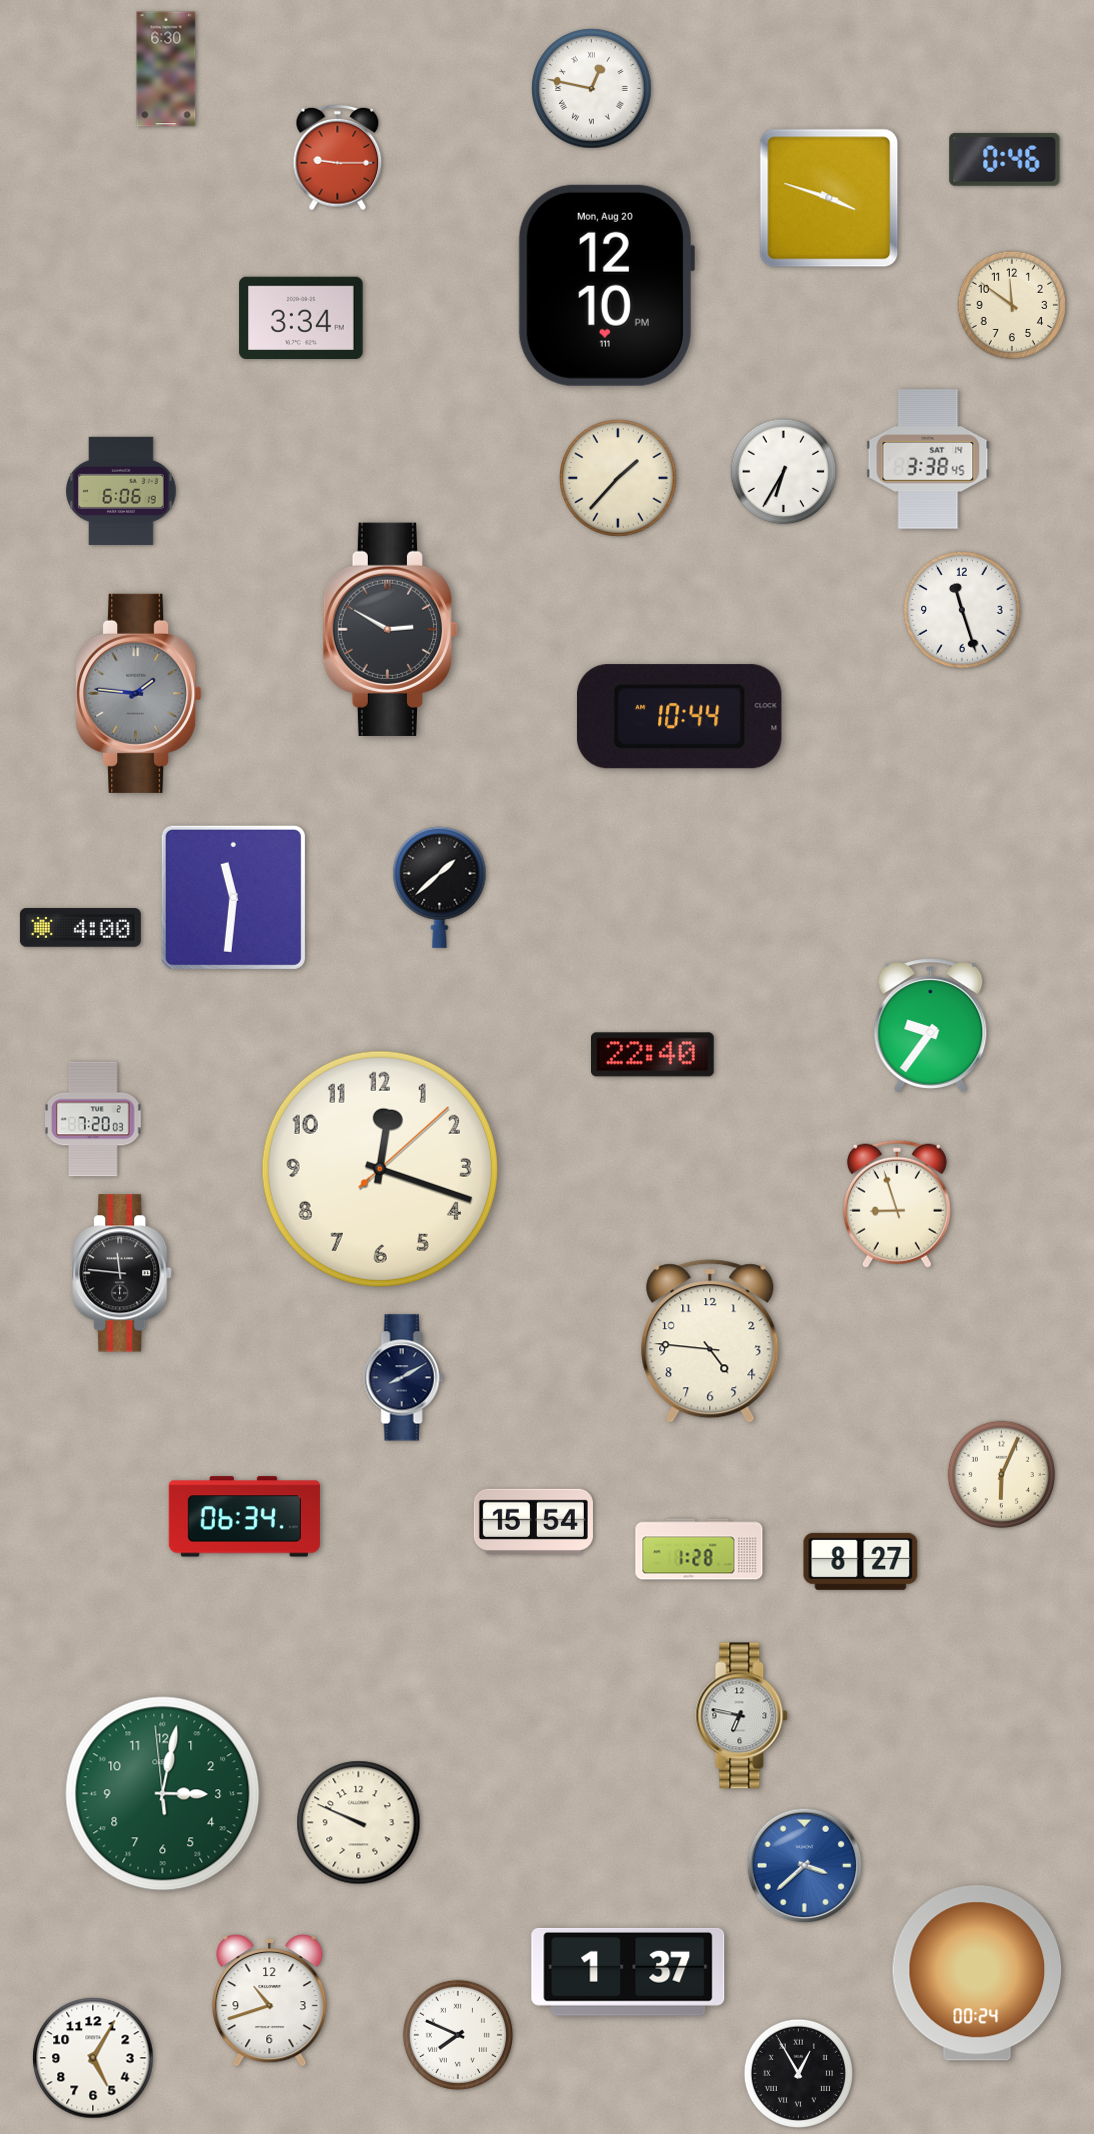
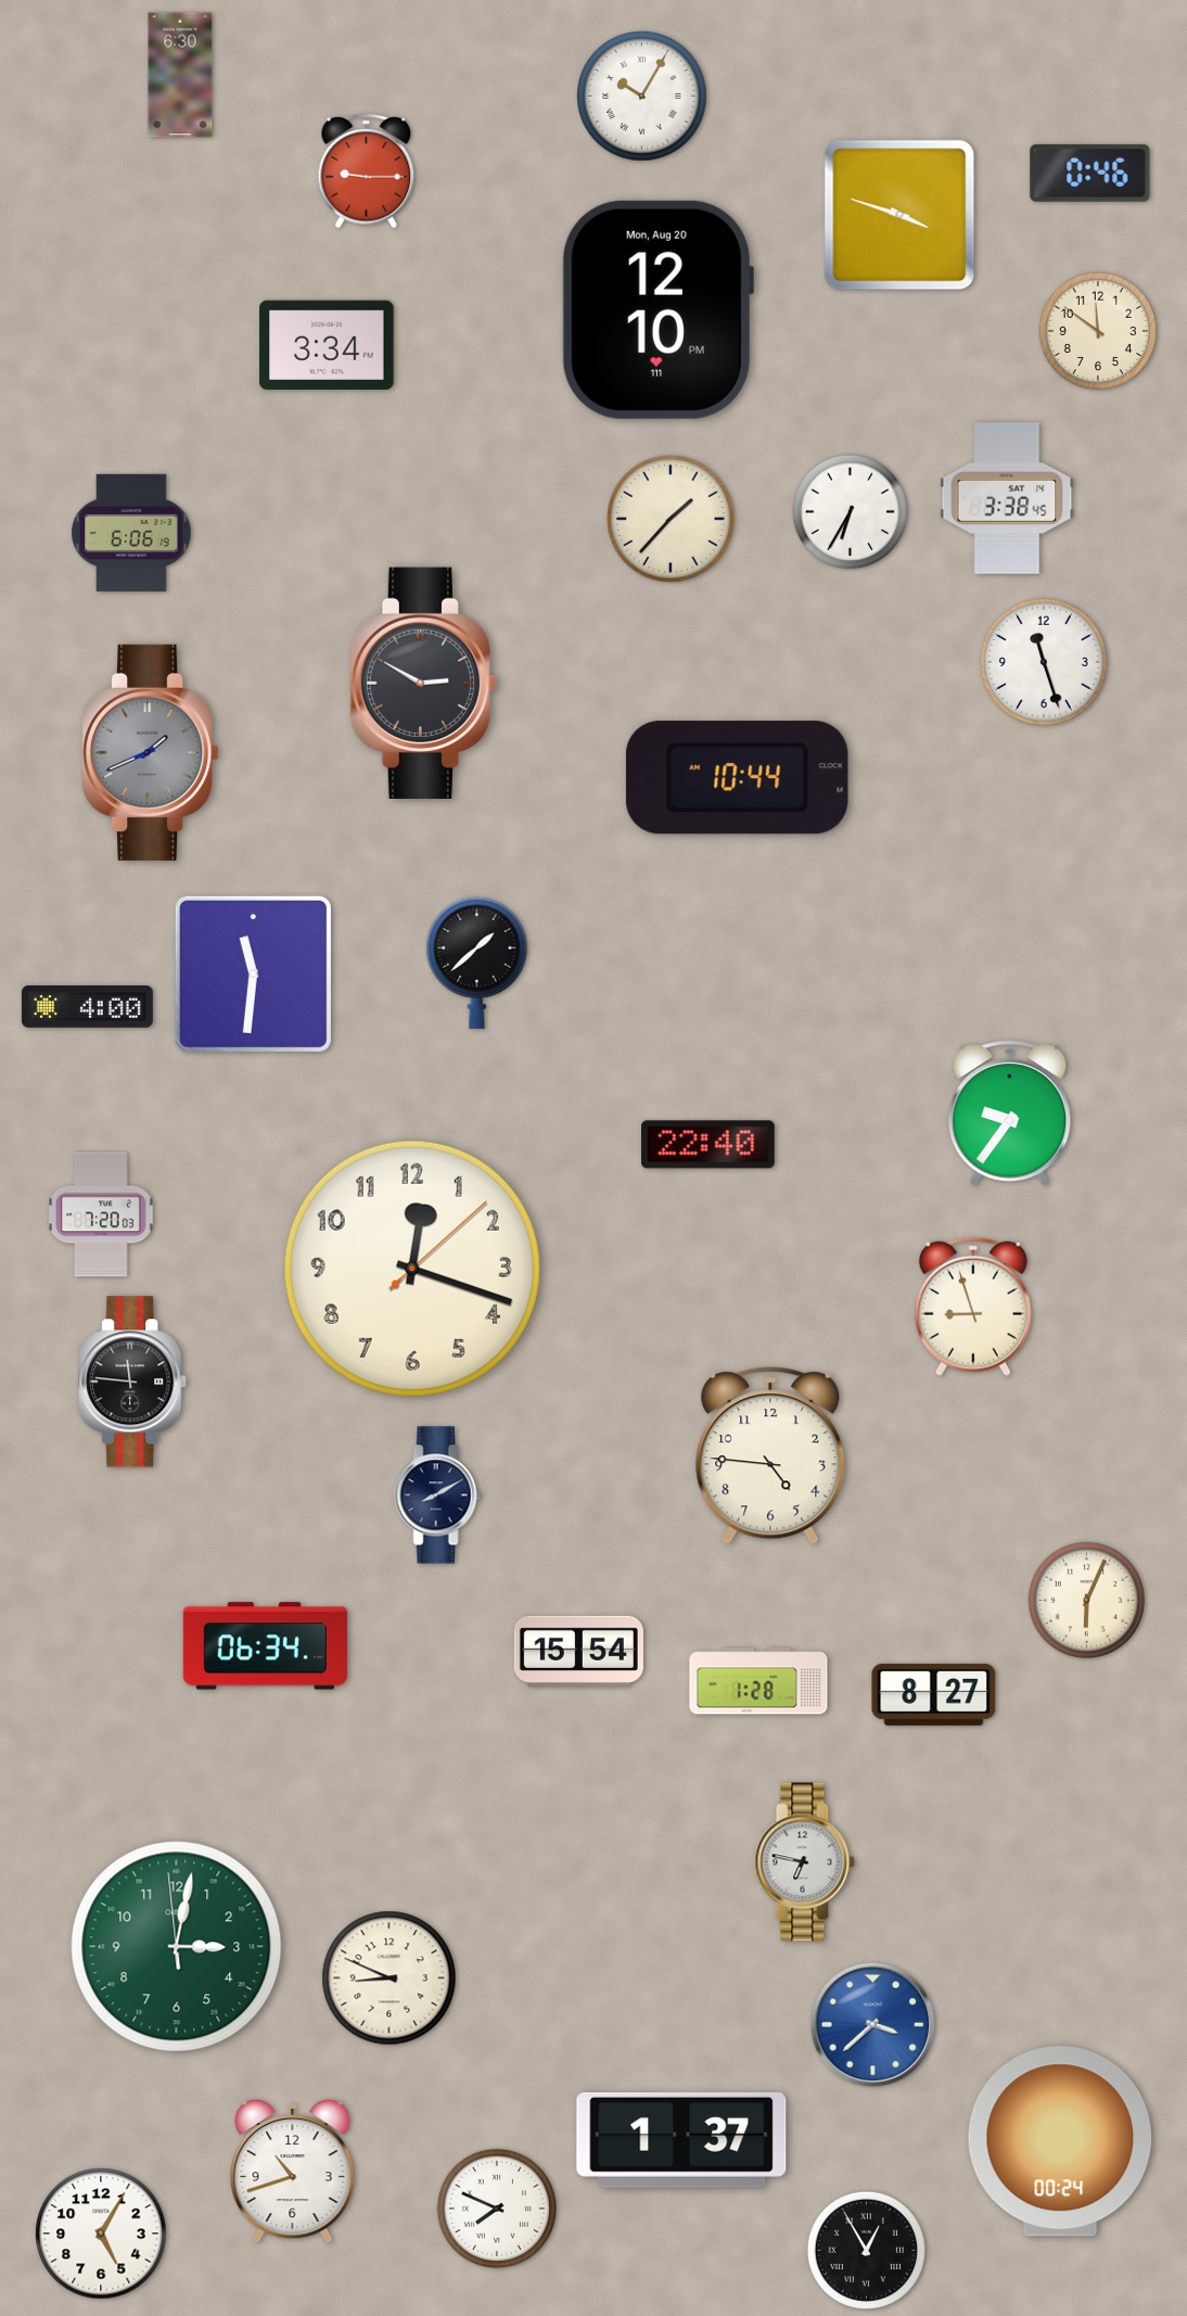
clock at (592, 89): 12:47 -> 10:05
clock at (139, 693): 1:46 -> 1:41
clock at (359, 1823): 9:49 -> 8:49
